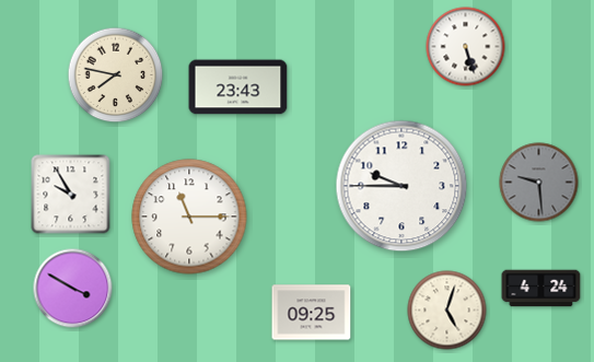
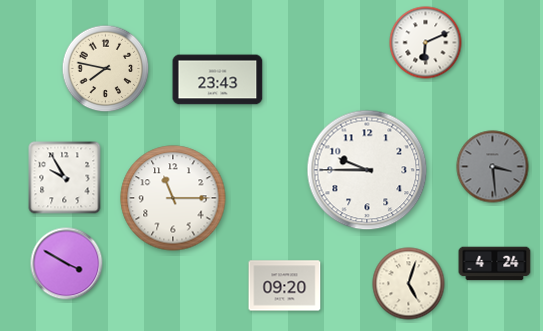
clock at (466, 47): 5:27 -> 6:11
clock at (539, 183): 9:29 -> 3:29
clock at (312, 313): 09:25 -> 09:20
